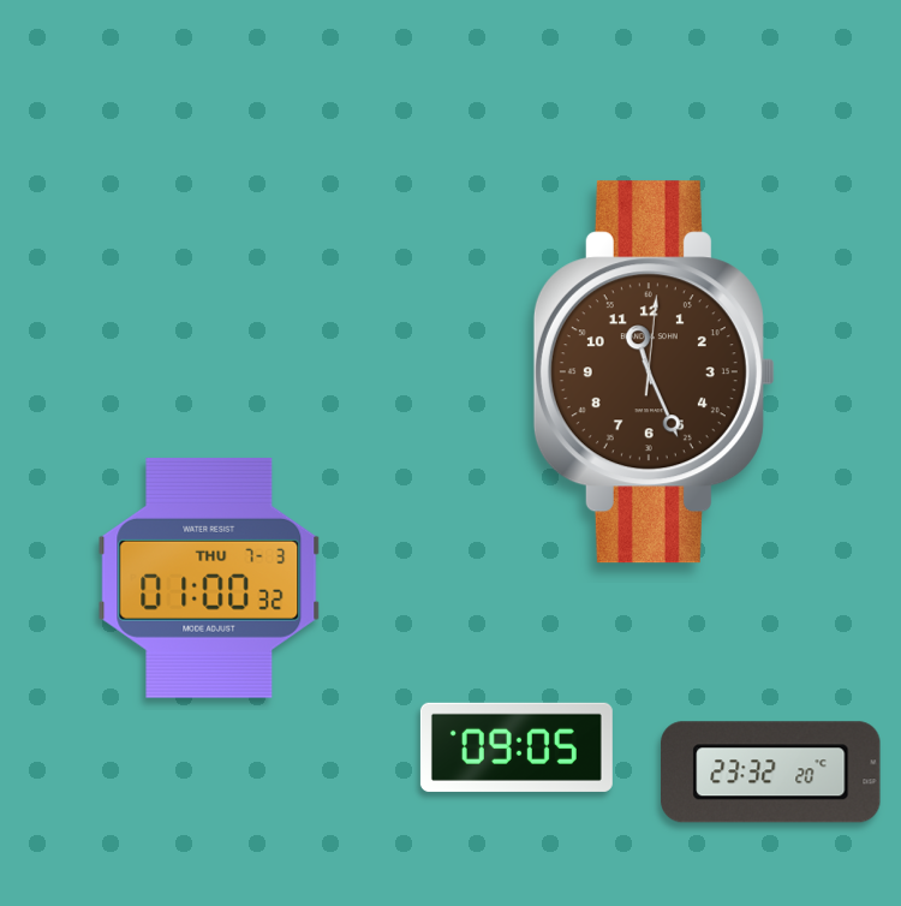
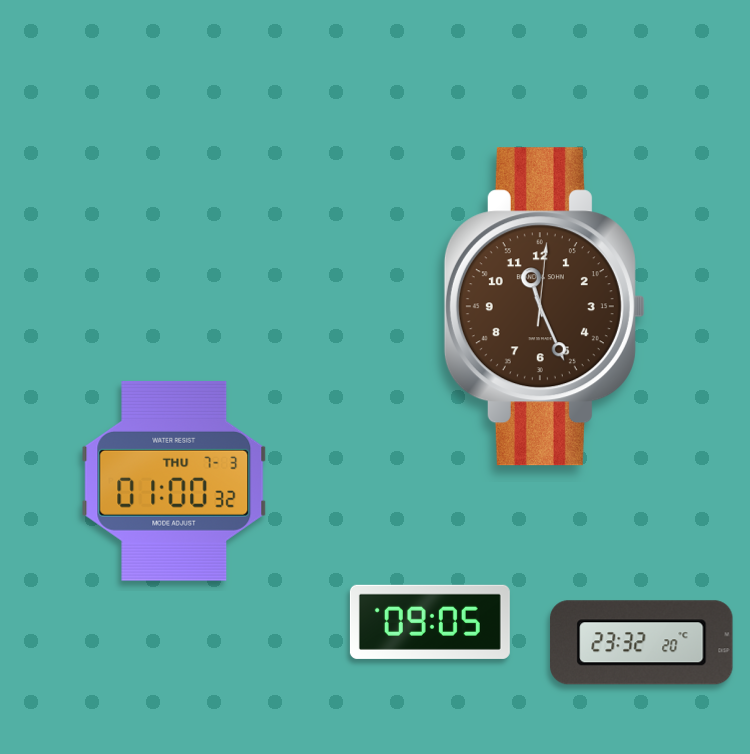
clock at (654, 372) position: (654, 372) -> (544, 307)
